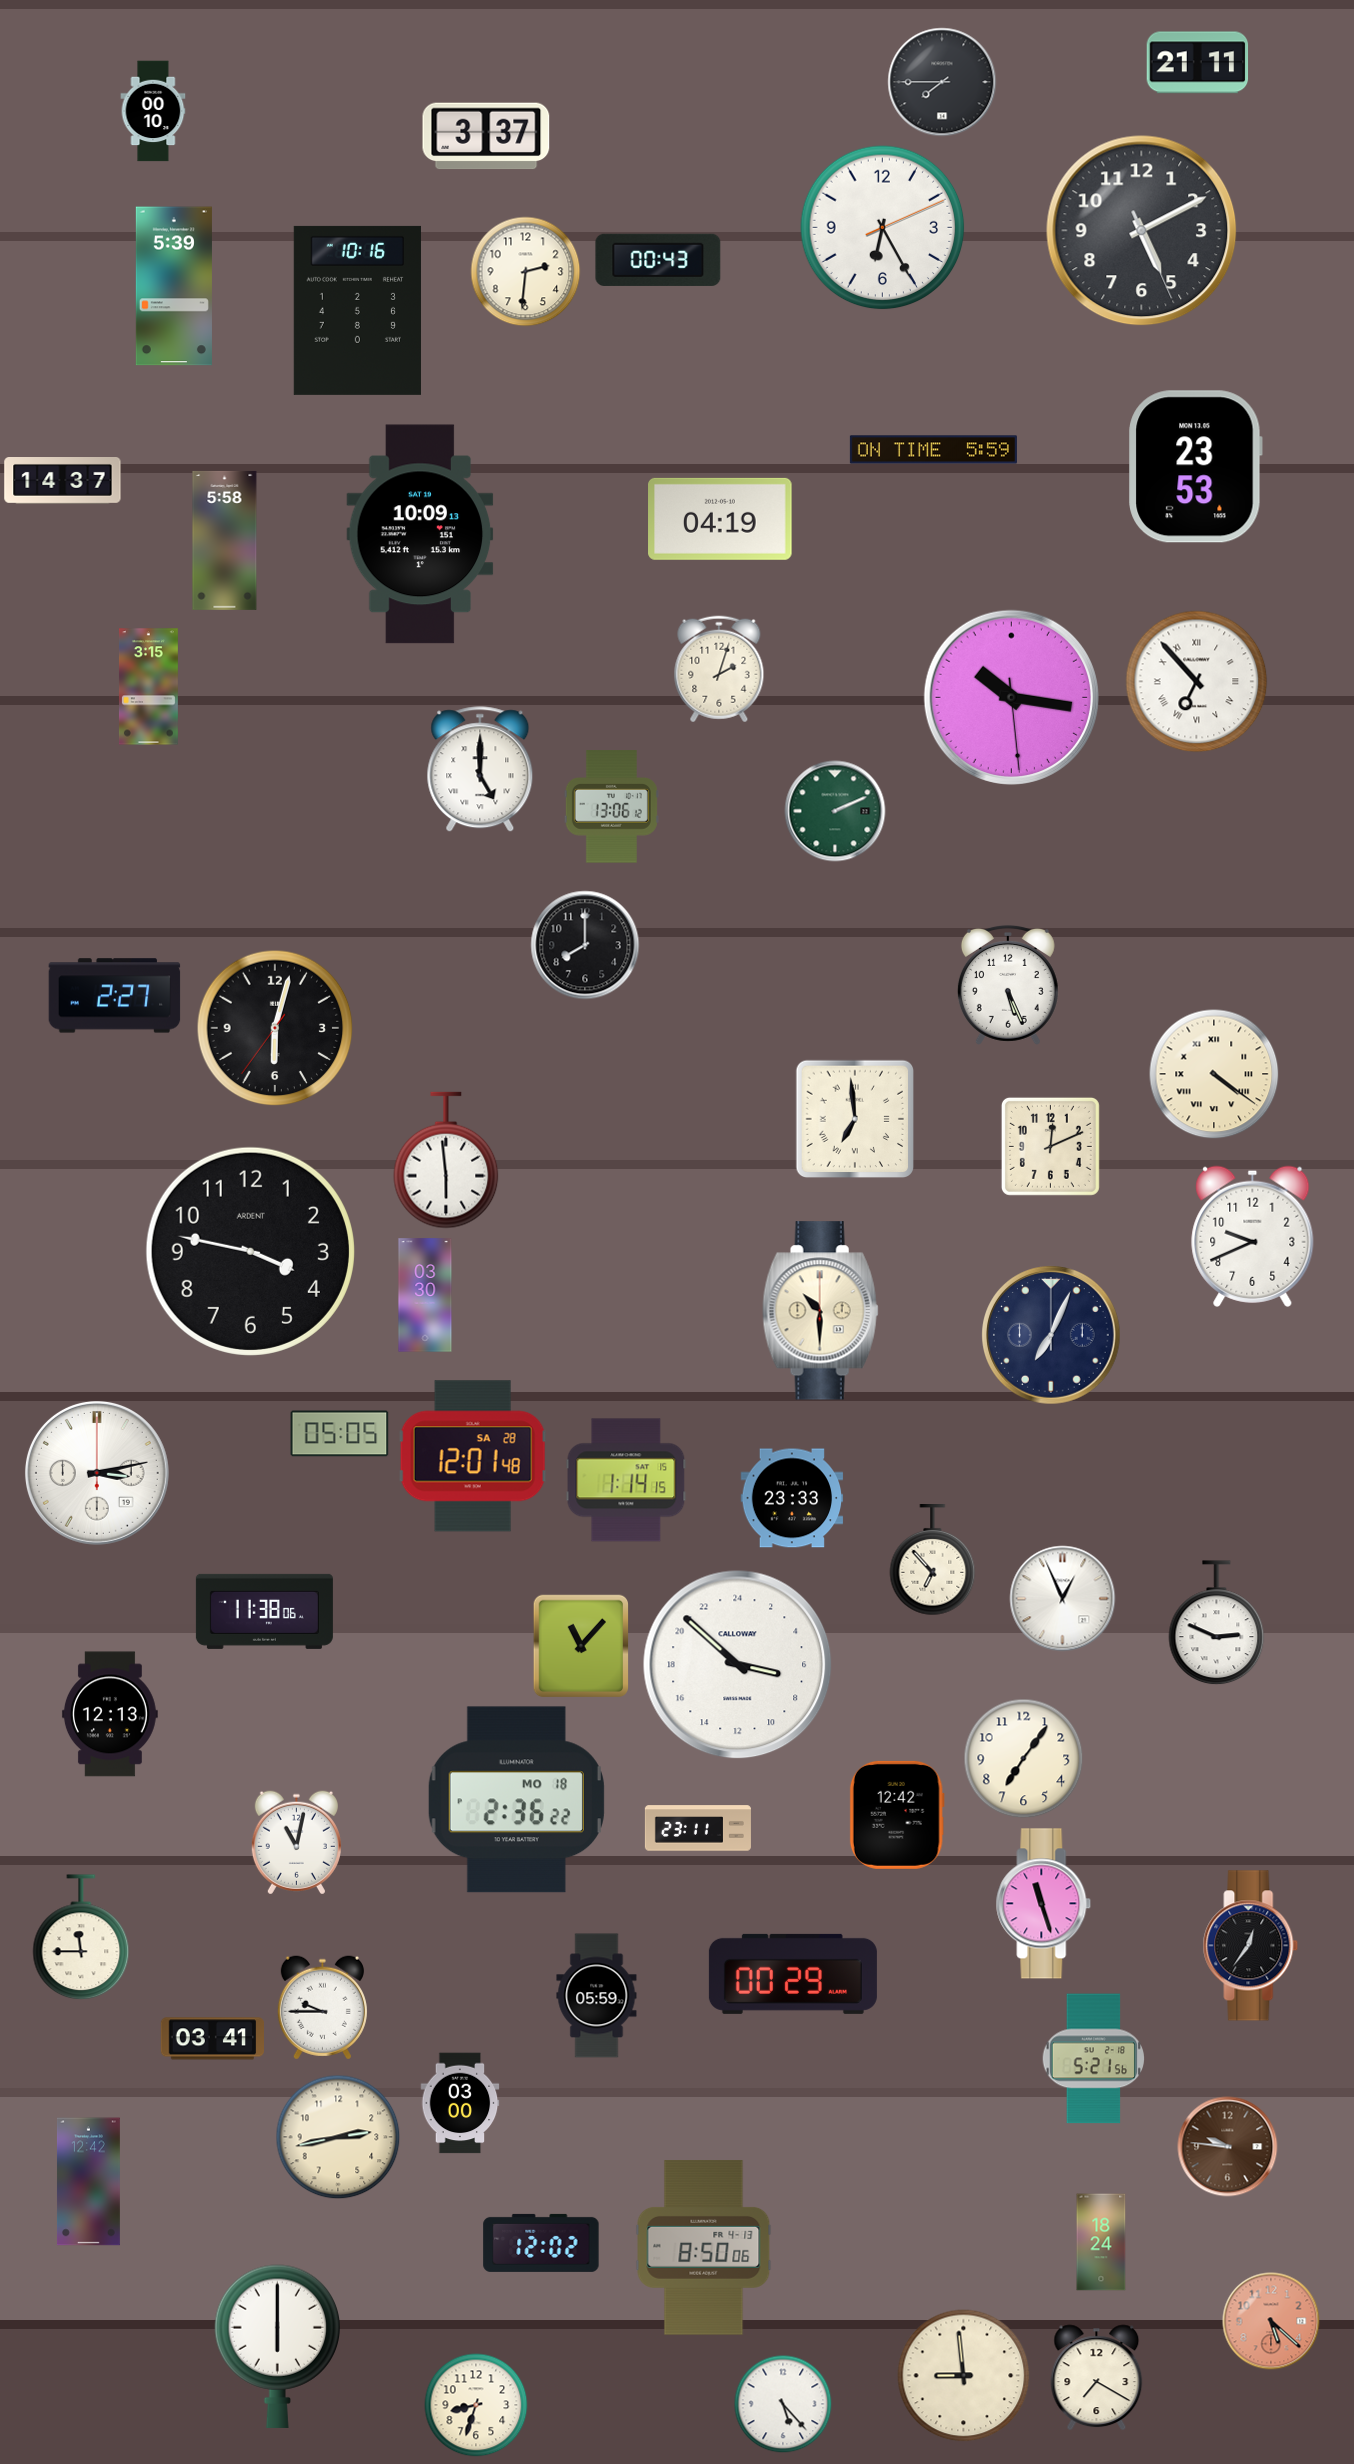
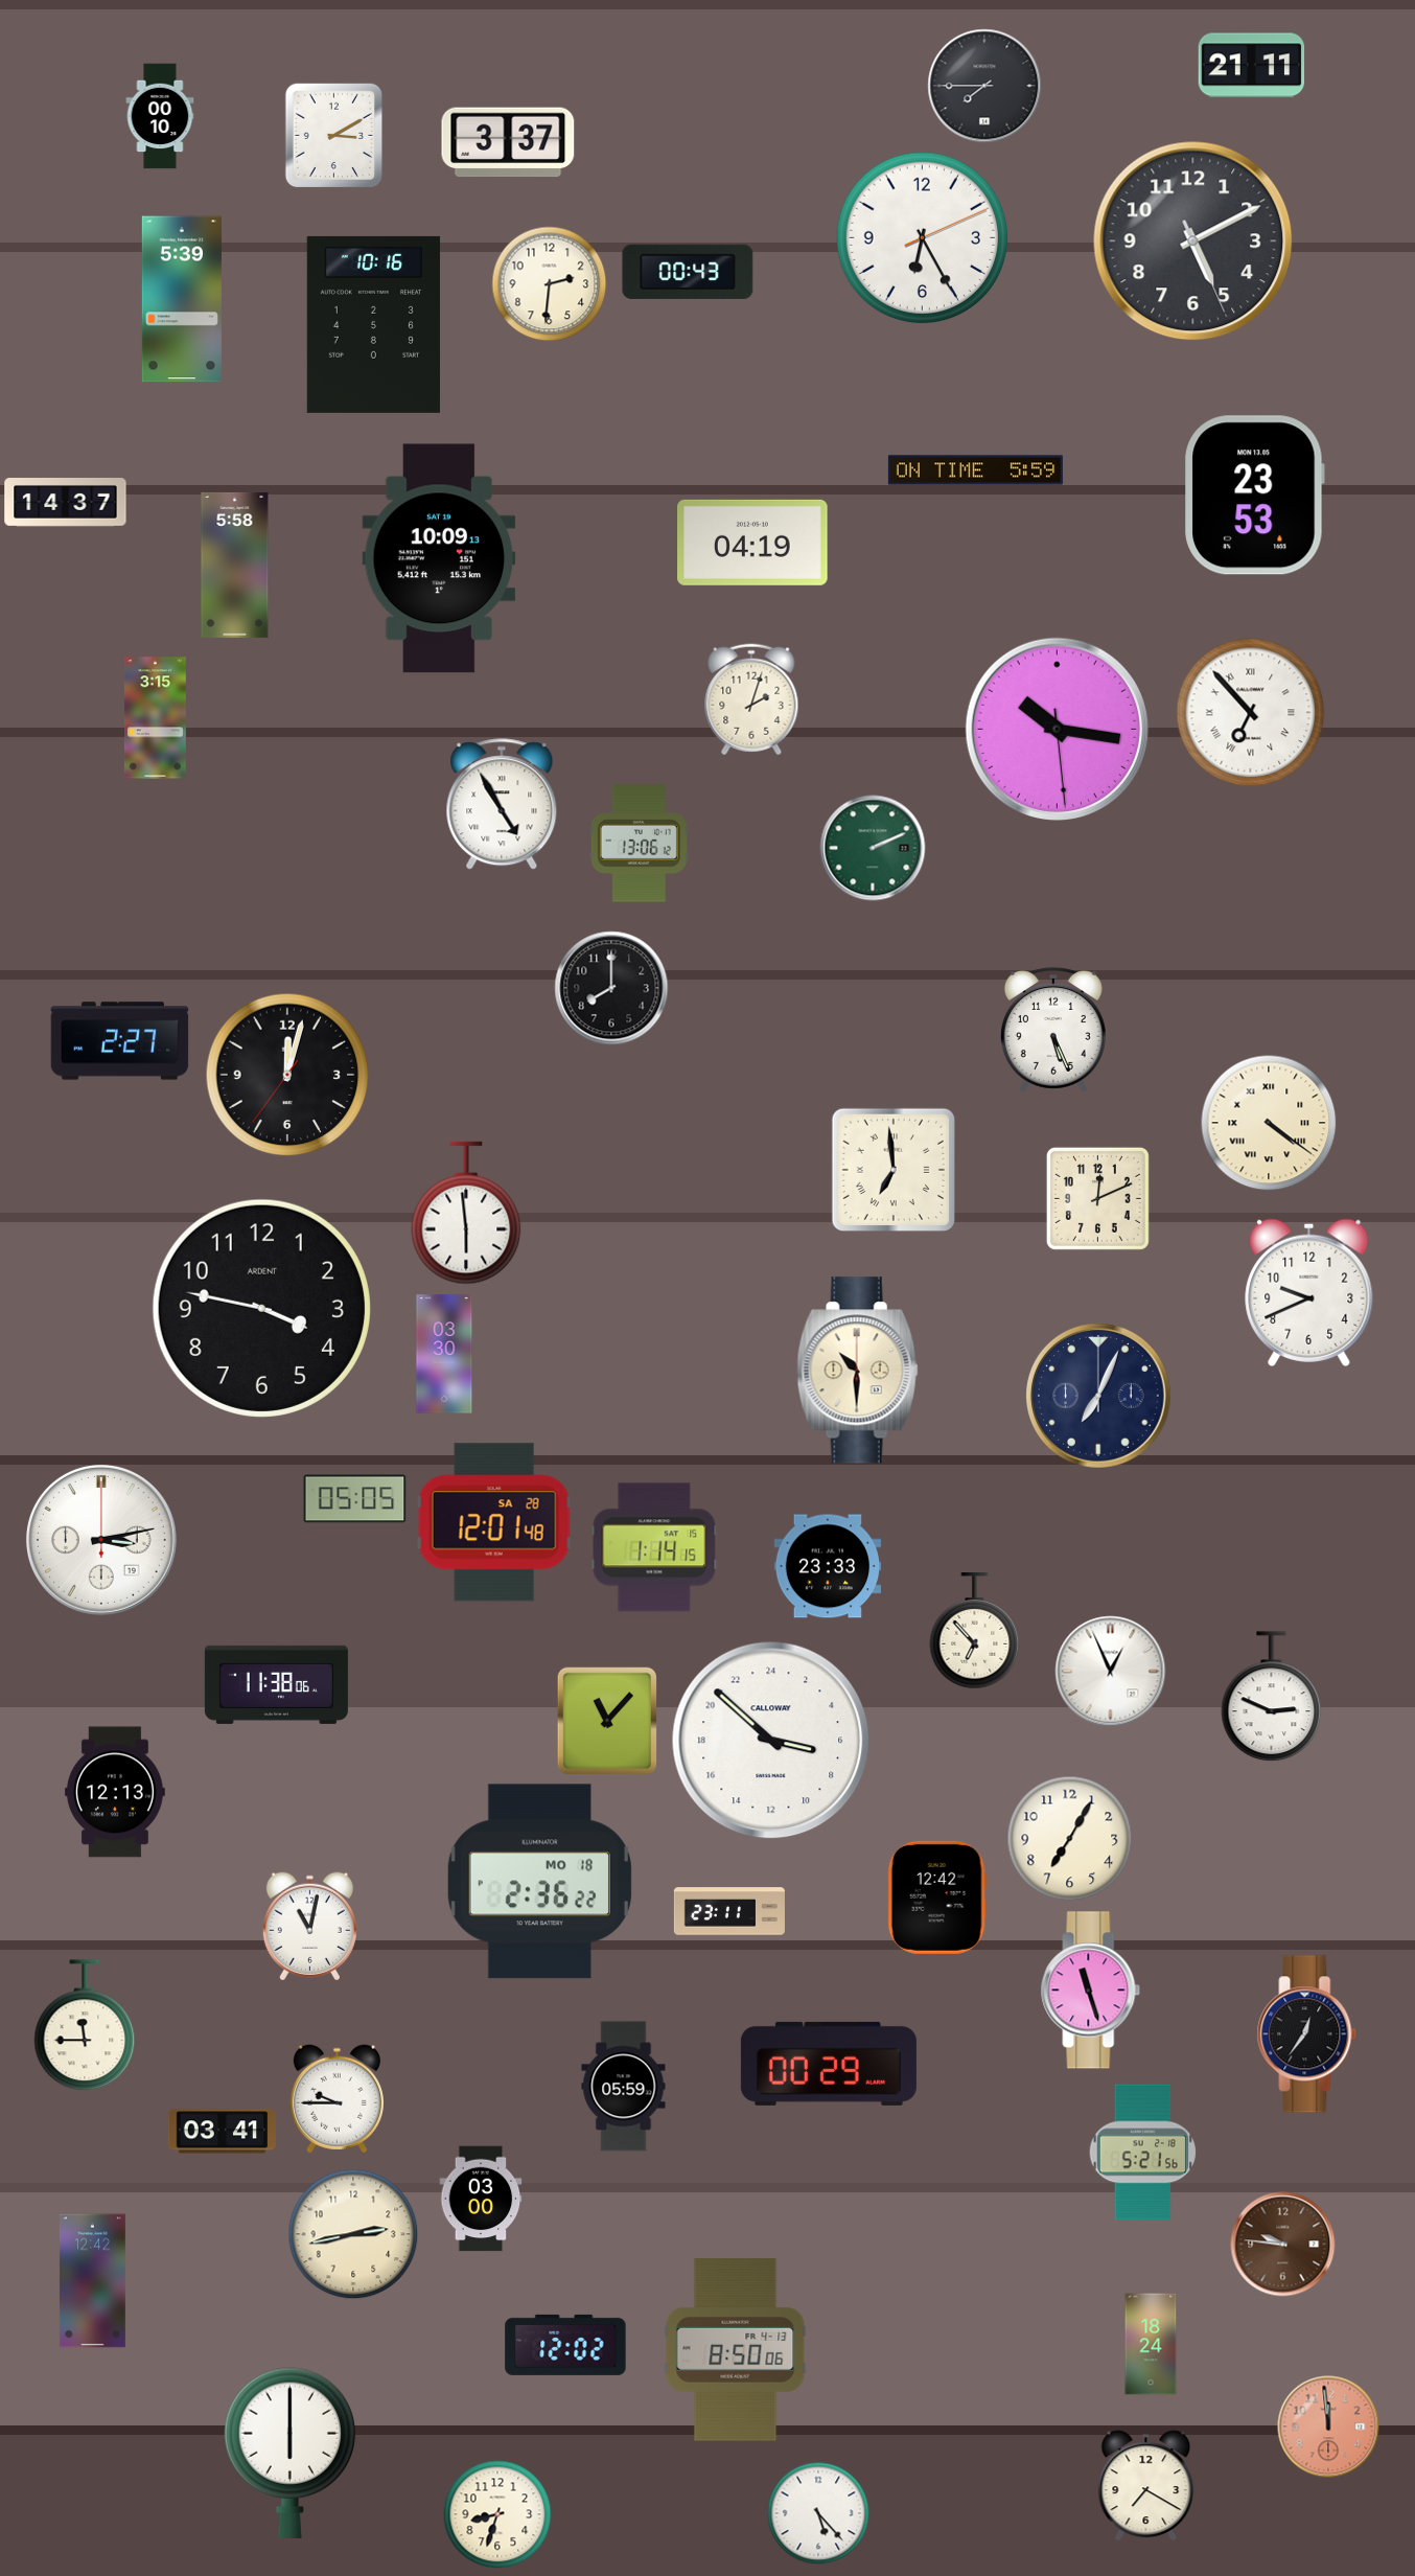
clock at (333, 135): none -> 3:10
clock at (1195, 467) position: (1195, 467) -> (1254, 496)
clock at (480, 770): 5:00 -> 4:55
clock at (275, 1028): 6:02 -> 12:02
clock at (1024, 1759): 7:06 -> 7:05
clock at (1271, 2321): 5:22 -> 11:59
clock at (964, 2376): 8:59 -> none
